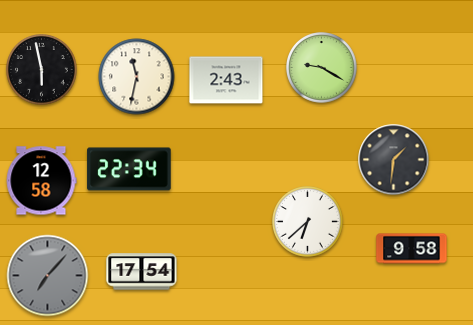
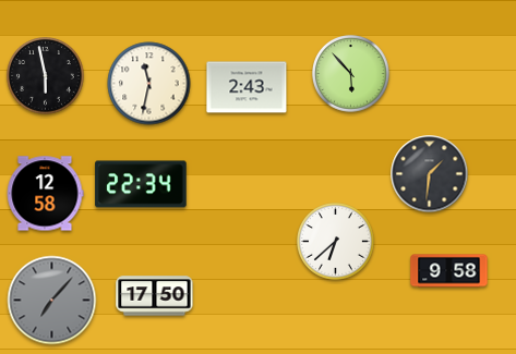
clock at (322, 68): 9:20 -> 5:53
clock at (41, 181) position: (41, 181) -> (45, 194)
clock at (142, 272): 17:54 -> 17:50
